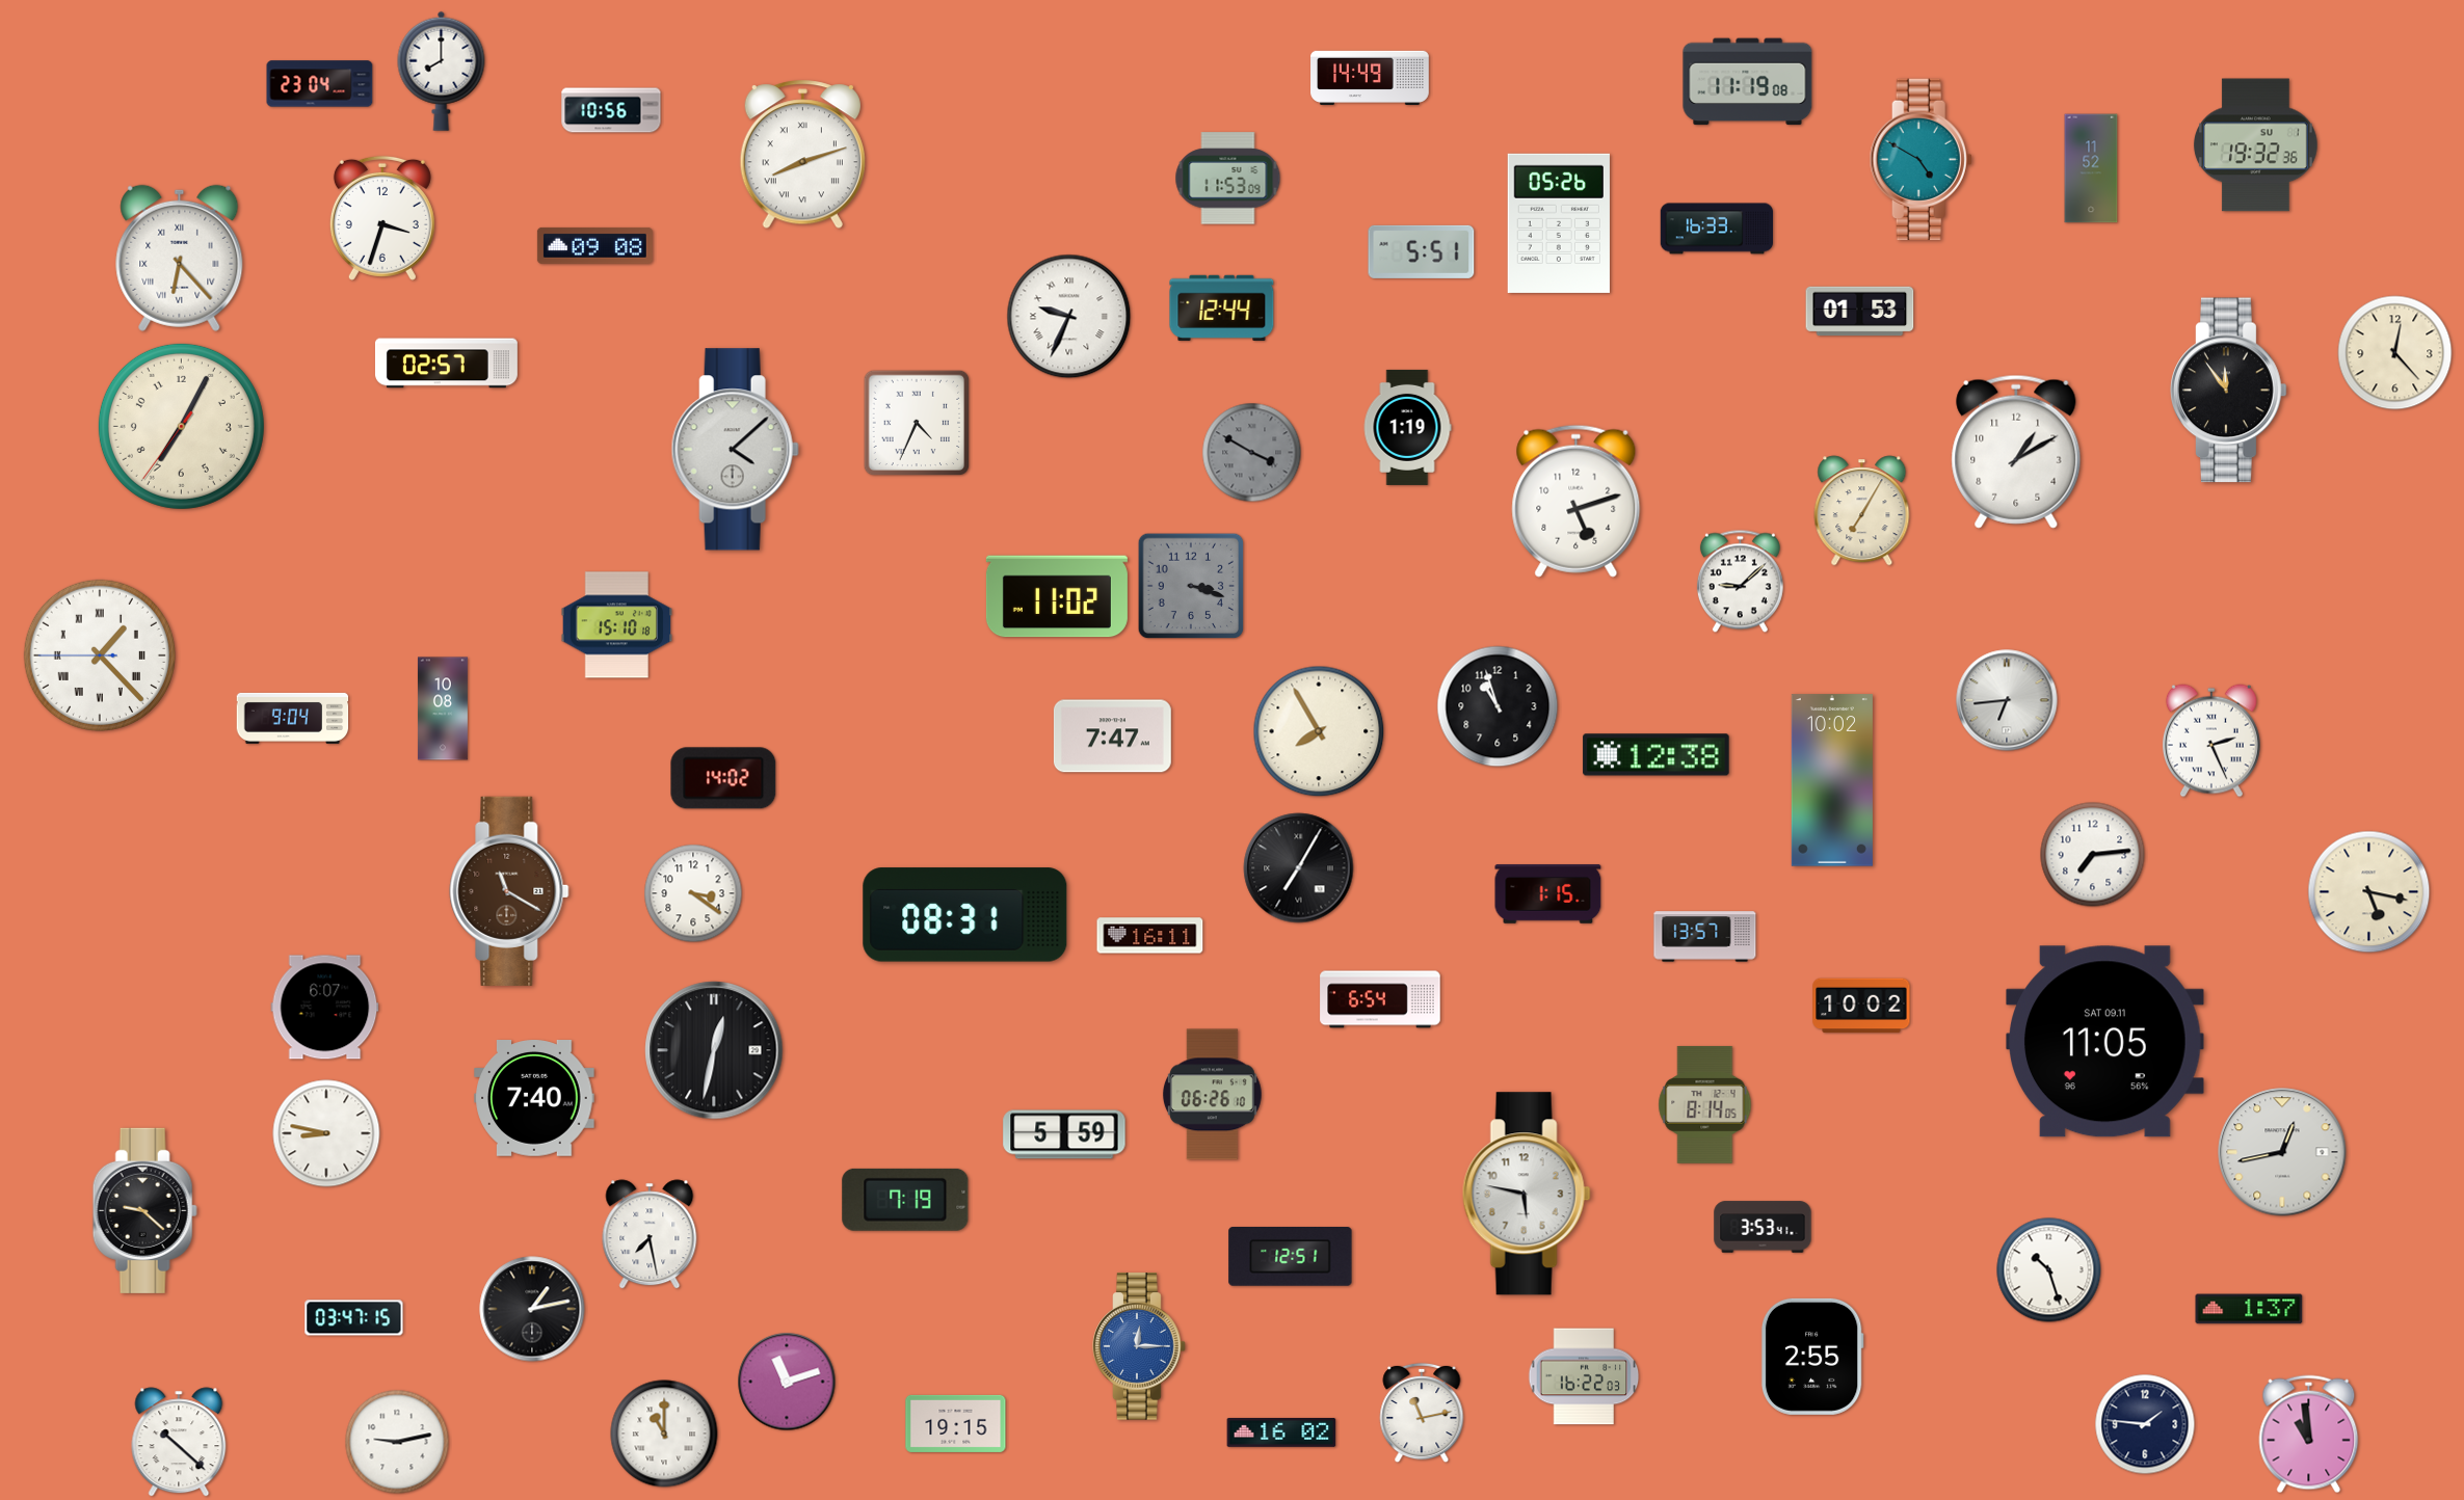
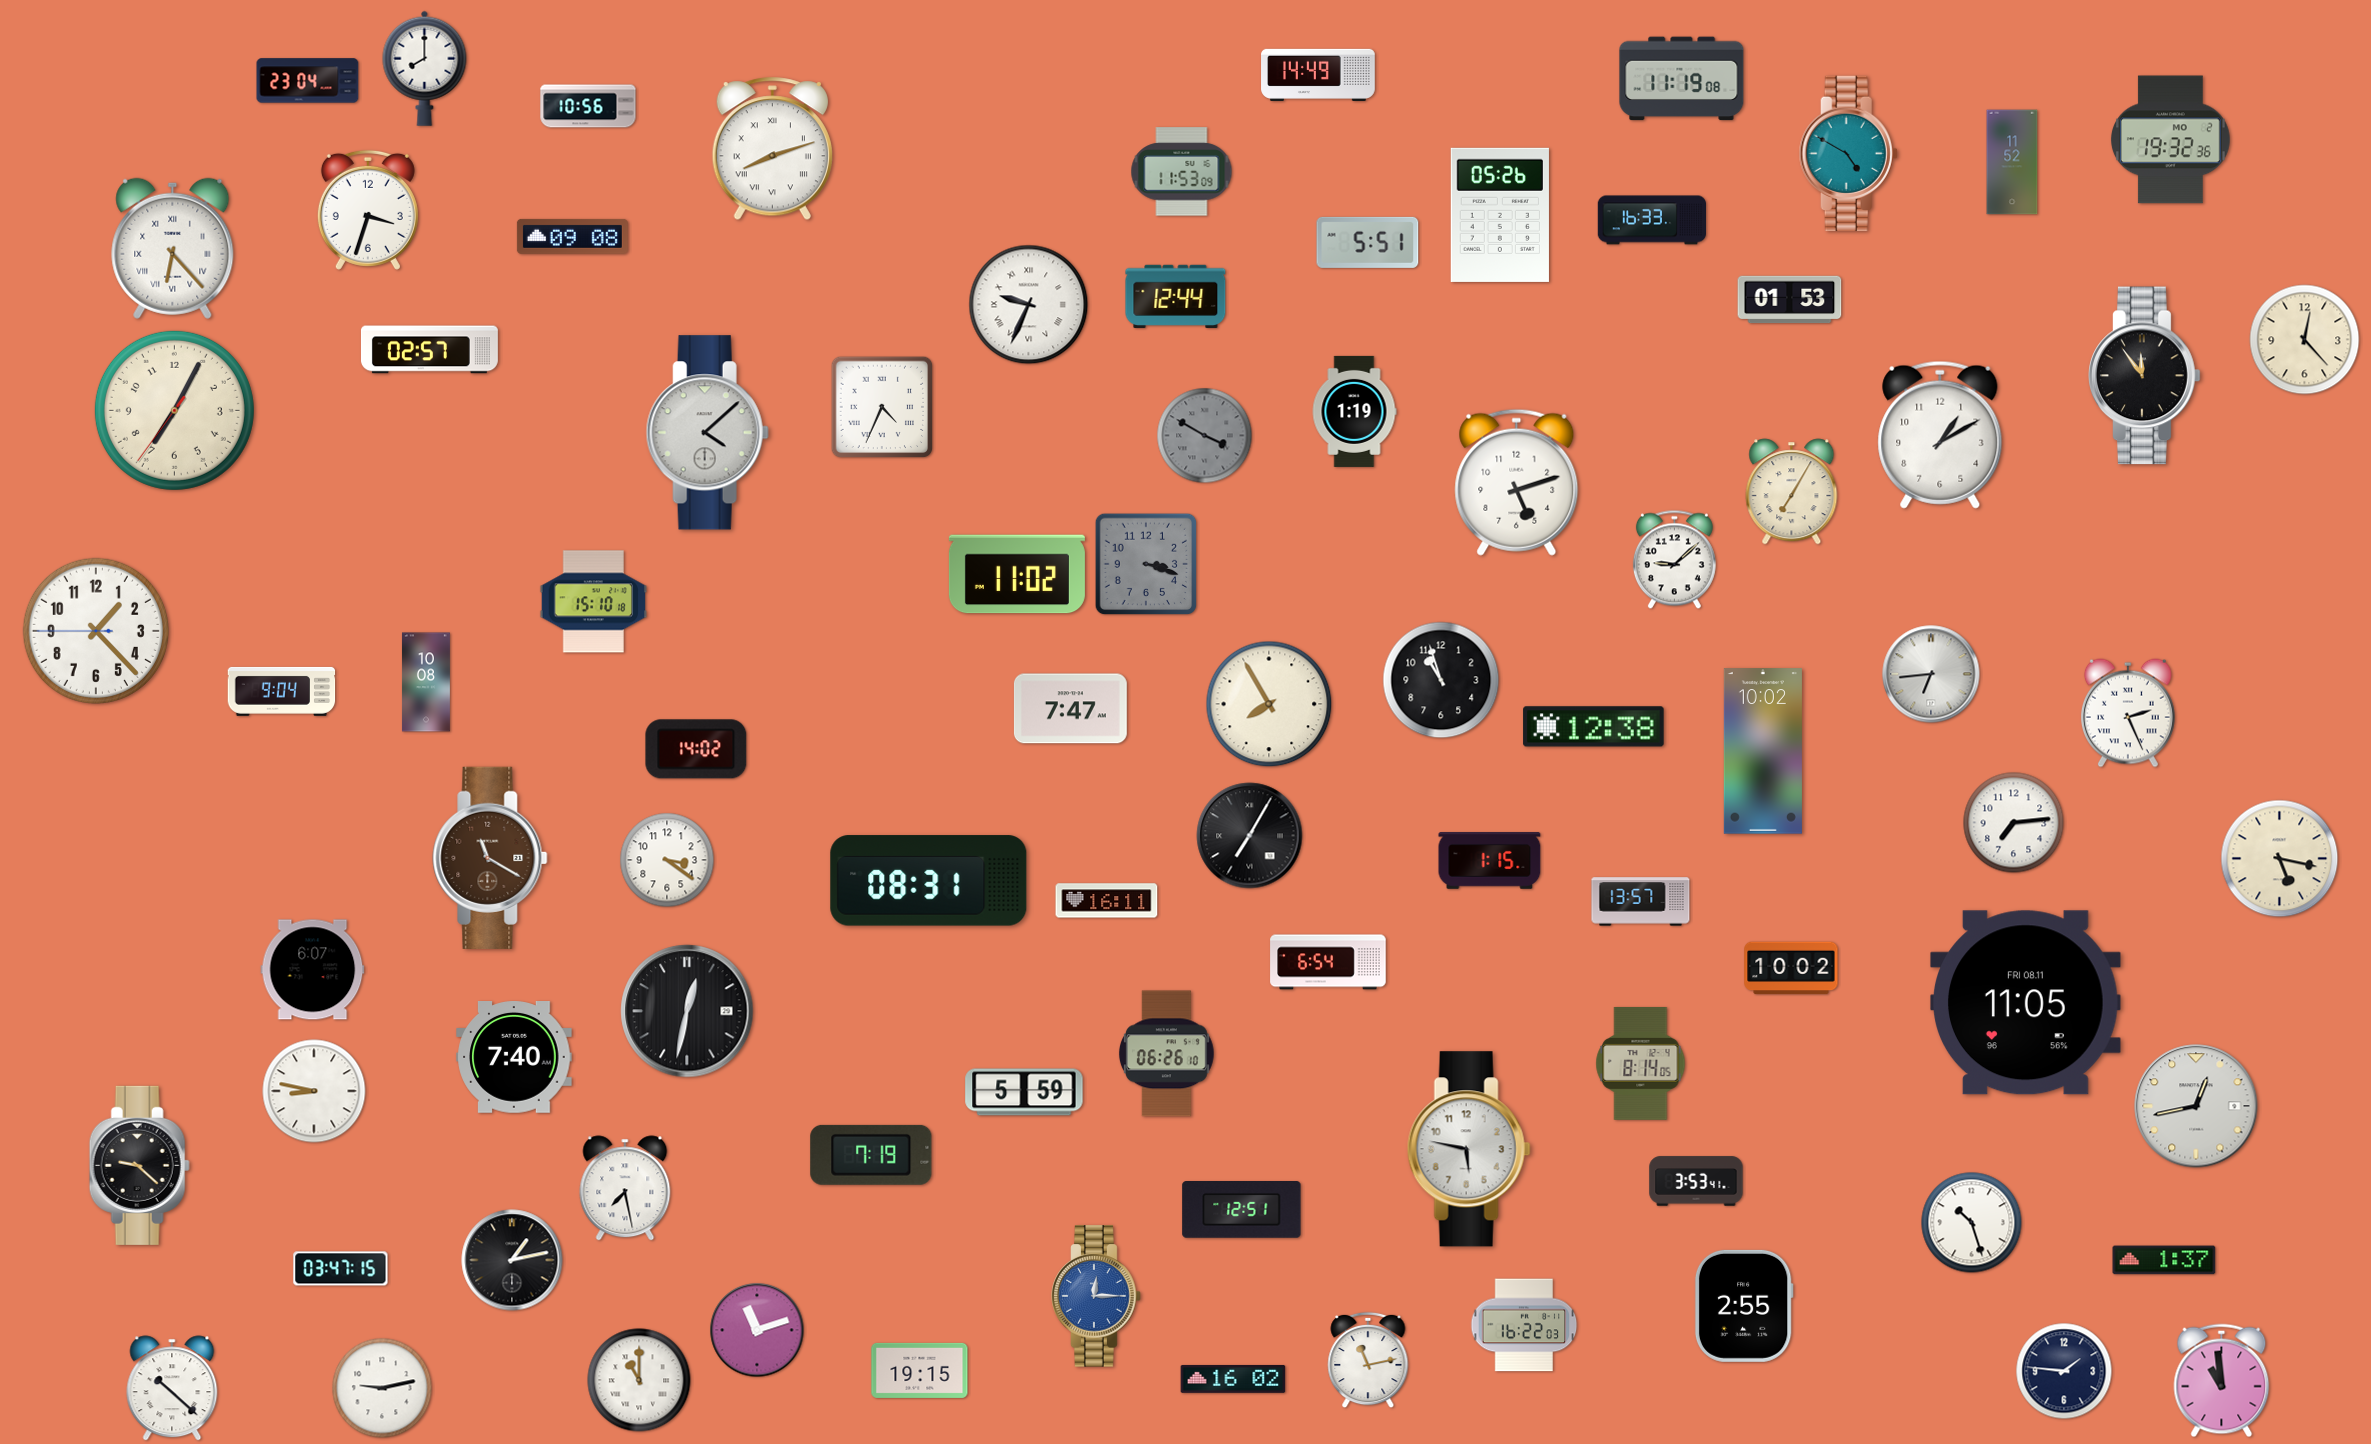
clock at (2255, 145) date: SU 1 -> MO 2
clock at (100, 655) numerals: Roman -> Arabic
clock at (2105, 1042) date: SAT 09.11 -> FRI 08.11
clock at (2282, 1152) position: (2282, 1152) -> (2196, 1106)
